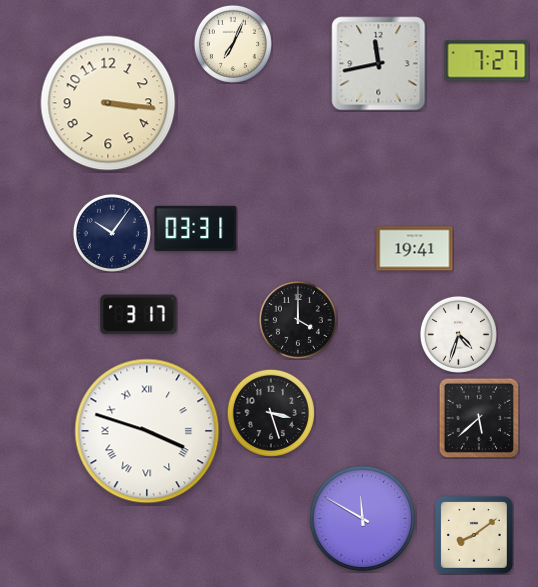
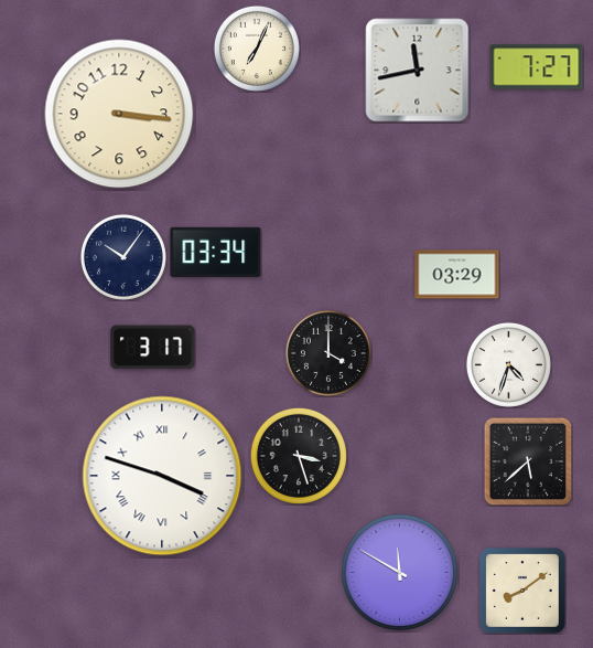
clock at (196, 228): 03:31 -> 03:34
clock at (415, 249): 19:41 -> 03:29
clock at (458, 334) position: (458, 334) -> (508, 364)
